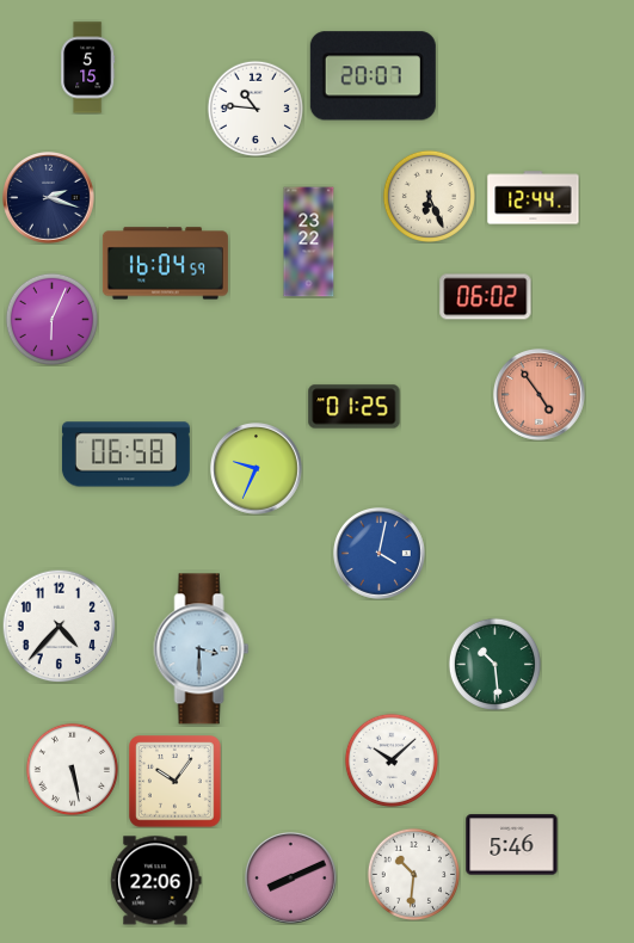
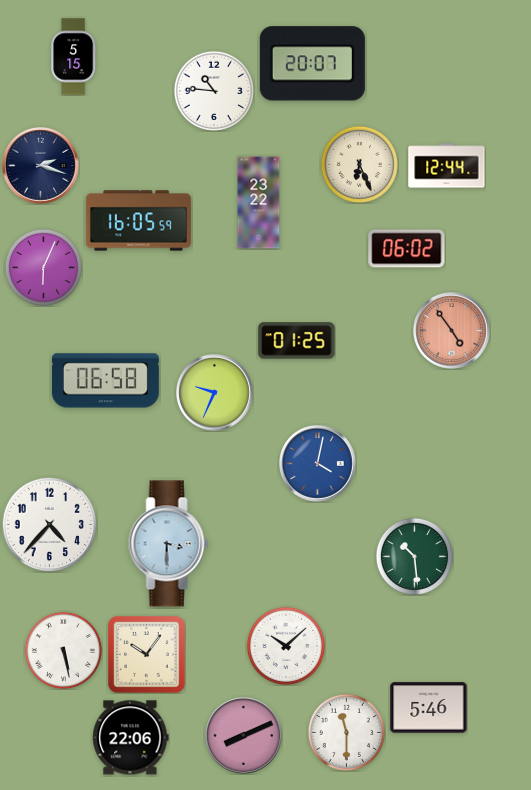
clock at (165, 264): 16:04 -> 16:05
clock at (392, 760) position: (392, 760) -> (286, 646)
clock at (72, 769) position: (72, 769) -> (63, 650)
clock at (413, 874): 10:31 -> 11:30
